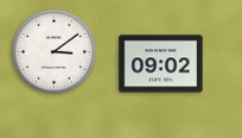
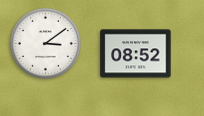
clock at (161, 64): 09:02 -> 08:52
